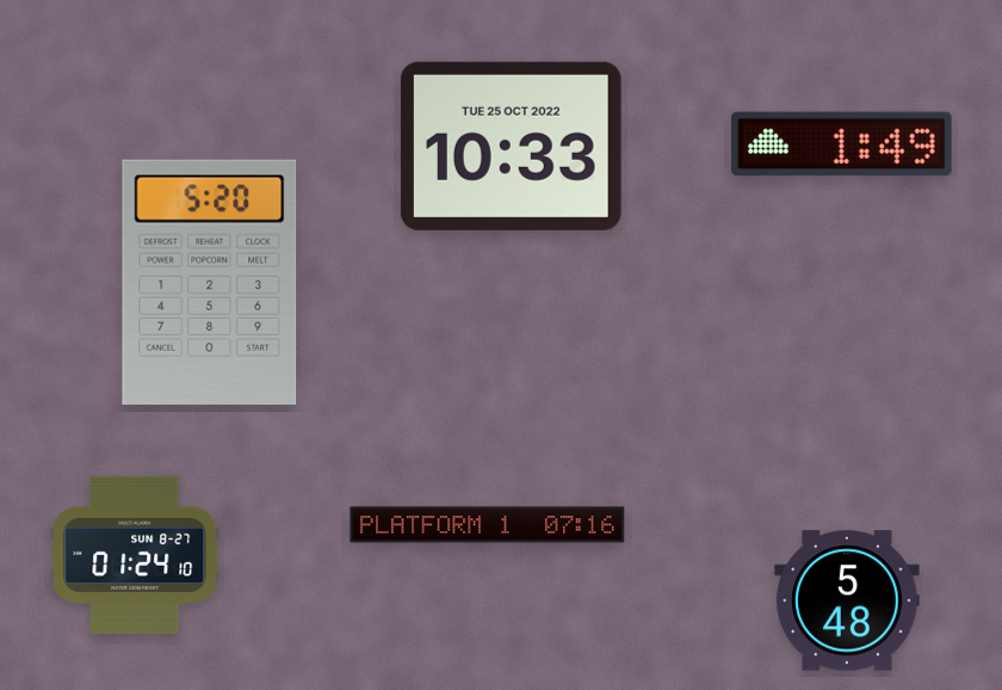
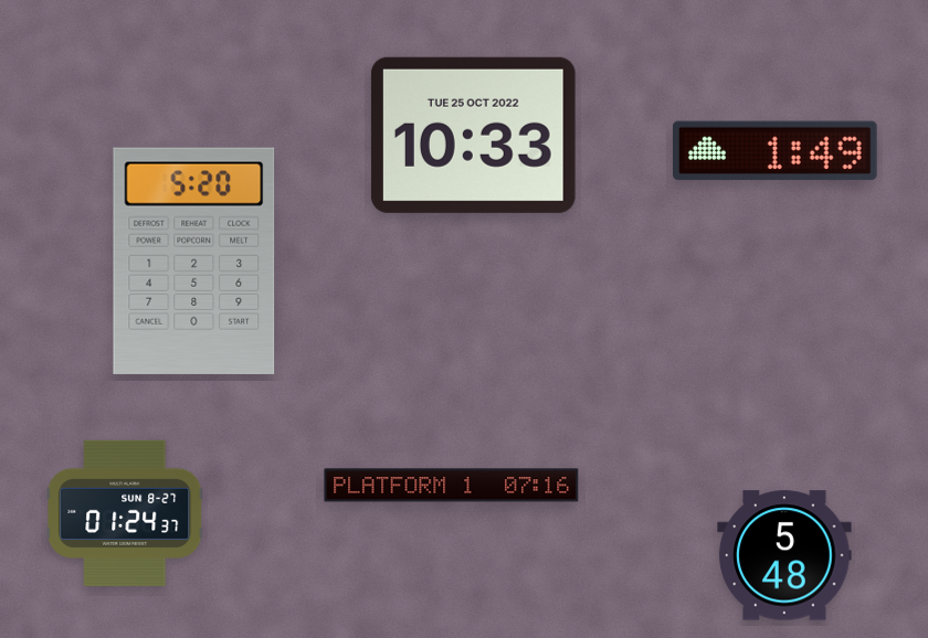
clock at (842, 144) position: (842, 144) -> (776, 151)
clock at (135, 555): 01:24:10 -> 01:24:37
